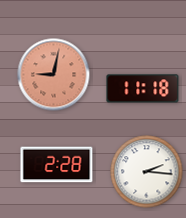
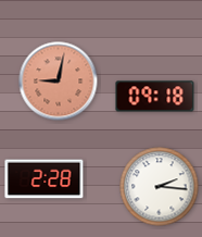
clock at (143, 89): 11:18 -> 09:18
clock at (57, 165) position: (57, 165) -> (45, 179)
